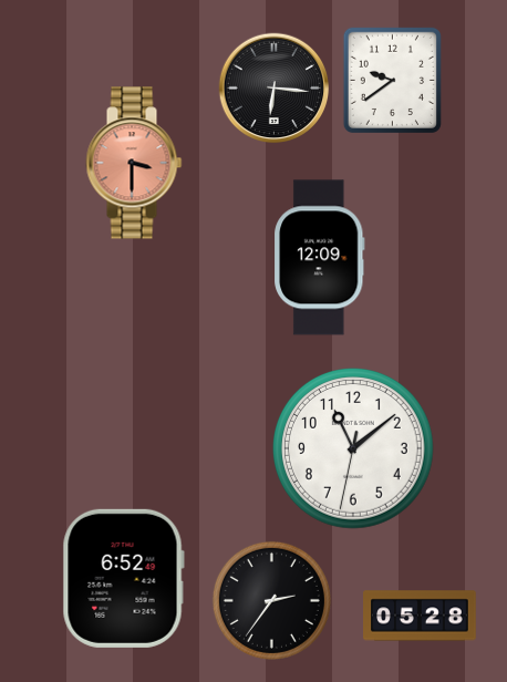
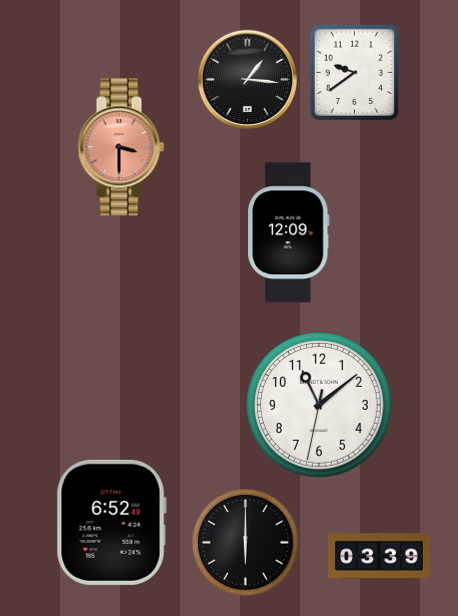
clock at (275, 89): 6:16 -> 1:16
clock at (271, 600): 2:36 -> 6:00
clock at (420, 616): 05:28 -> 03:39
